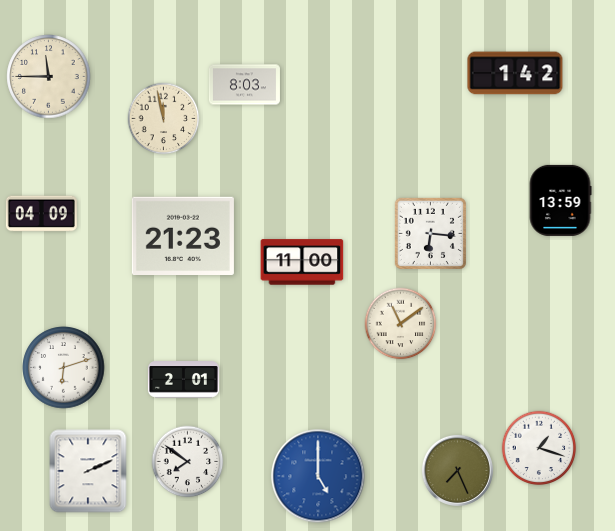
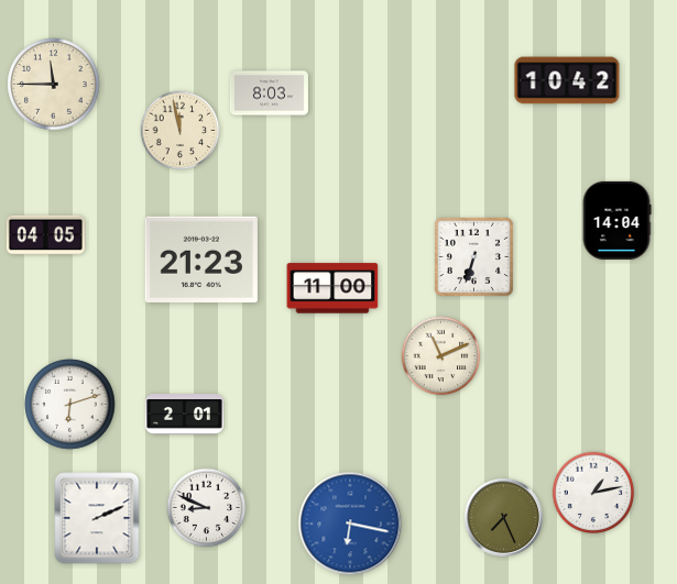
clock at (515, 73): 1:42 -> 10:42
clock at (560, 200): 13:59 -> 14:04
clock at (41, 214): 04:09 -> 04:05
clock at (430, 233): 6:16 -> 6:33
clock at (401, 324): 11:09 -> 11:11
clock at (183, 380) position: (183, 380) -> (184, 415)
clock at (539, 448): 1:18 -> 1:13
clock at (188, 462): 7:51 -> 8:49
clock at (318, 476): 5:00 -> 6:17
